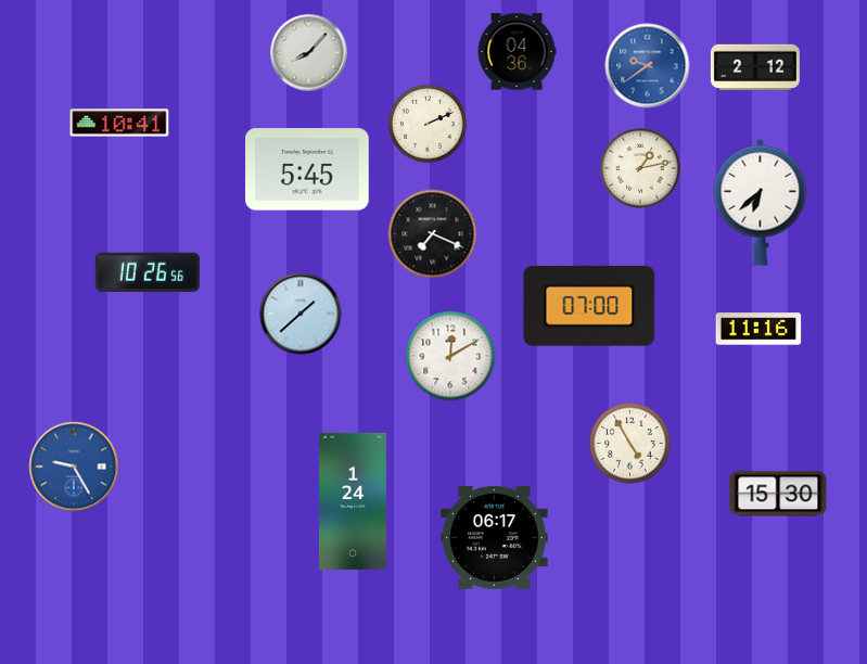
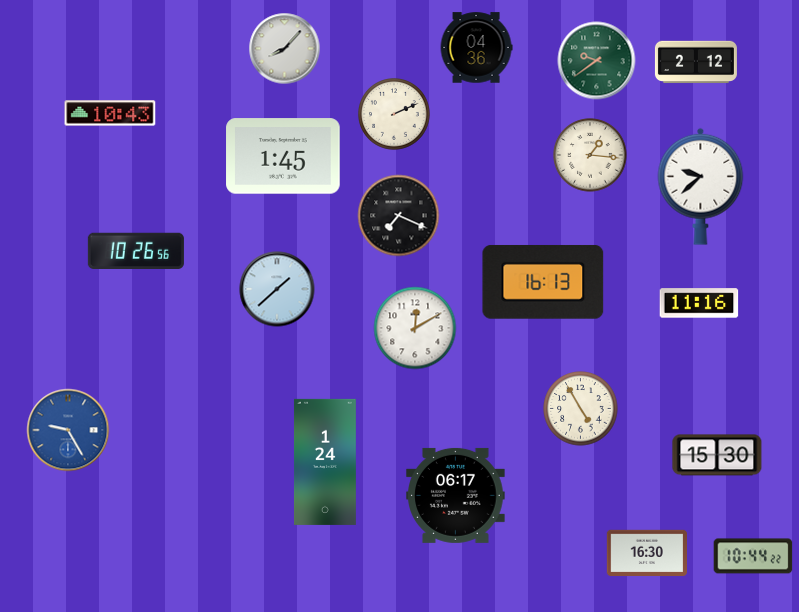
clock at (648, 66) dial: blue -> green
clock at (119, 123): 10:41 -> 10:43
clock at (640, 168): 1:13 -> 1:16
clock at (307, 169): 5:45 -> 1:45
clock at (761, 202): 6:38 -> 9:38
clock at (589, 306): 07:00 -> 16:13
clock at (647, 553): none -> 16:30
clock at (753, 556): none -> 10:44
